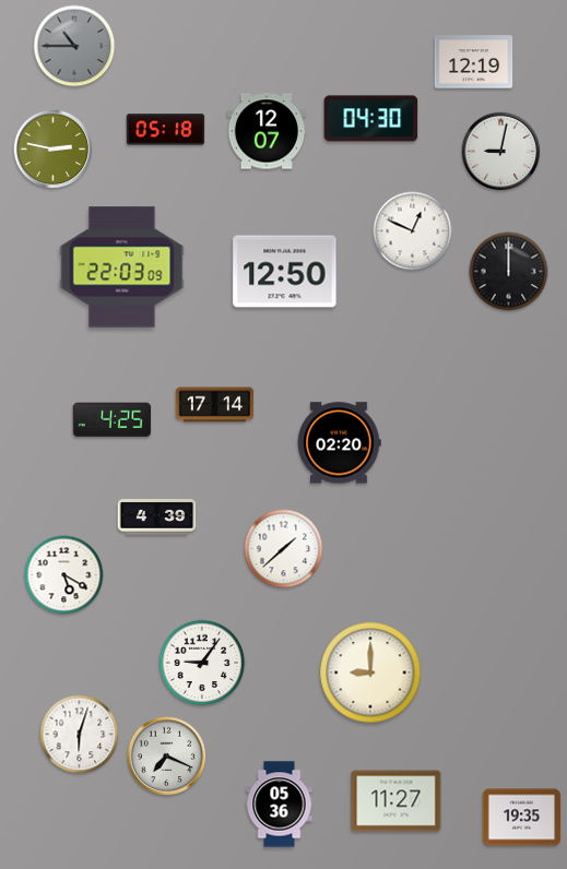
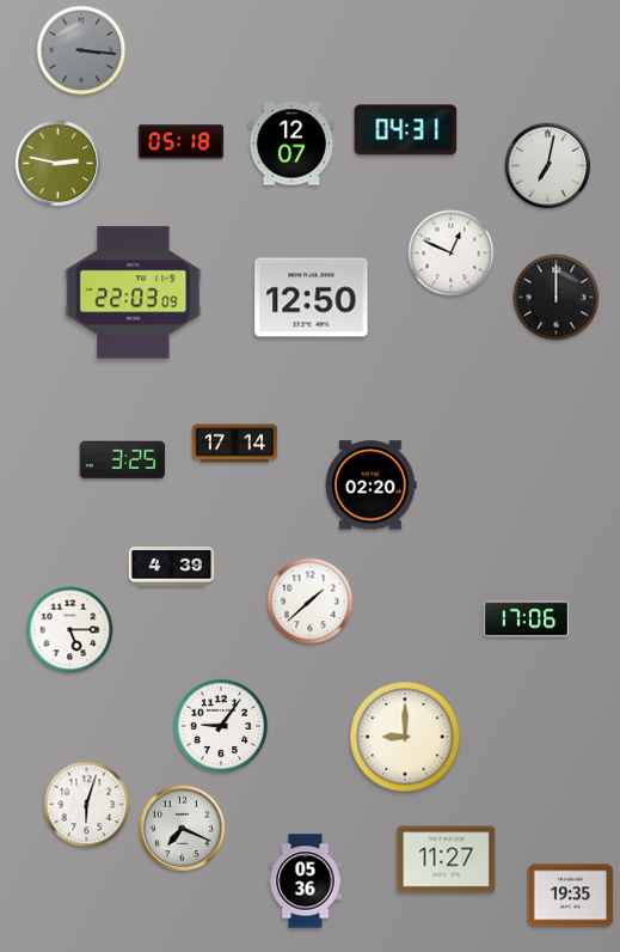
clock at (74, 46): 10:45 -> 3:16
clock at (474, 62): 12:19 -> none
clock at (371, 119): 04:30 -> 04:31
clock at (501, 152): 9:02 -> 7:02
clock at (113, 420): 4:25 -> 3:25
clock at (527, 620): none -> 17:06
clock at (64, 575): 5:20 -> 5:15
clock at (397, 801) position: (397, 801) -> (447, 860)
